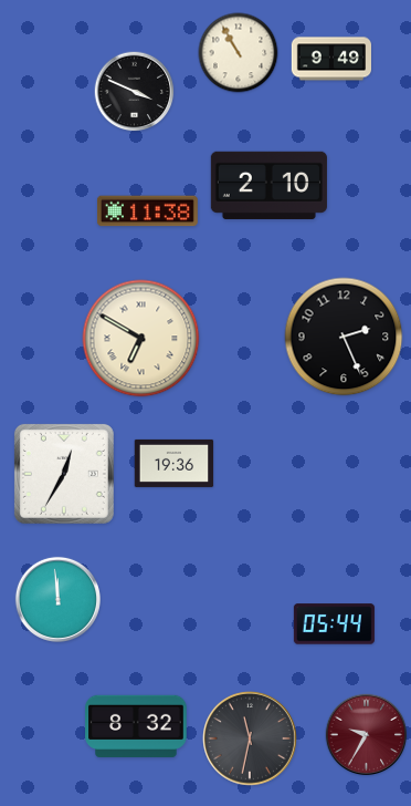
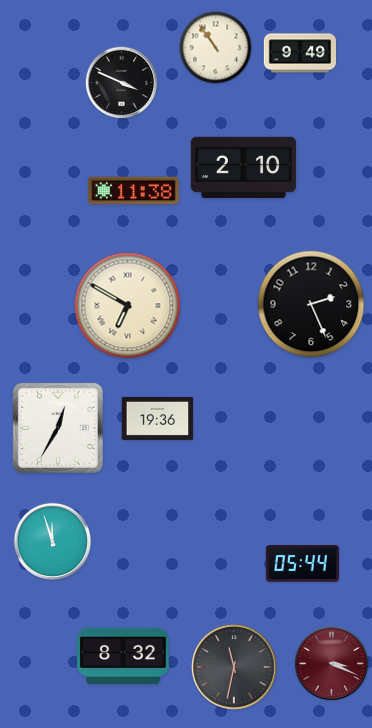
clock at (239, 53): 10:55 -> 10:54
clock at (57, 599): 11:59 -> 11:57
clock at (367, 735): 9:35 -> 3:19
clock at (251, 740) position: (251, 740) -> (235, 668)
